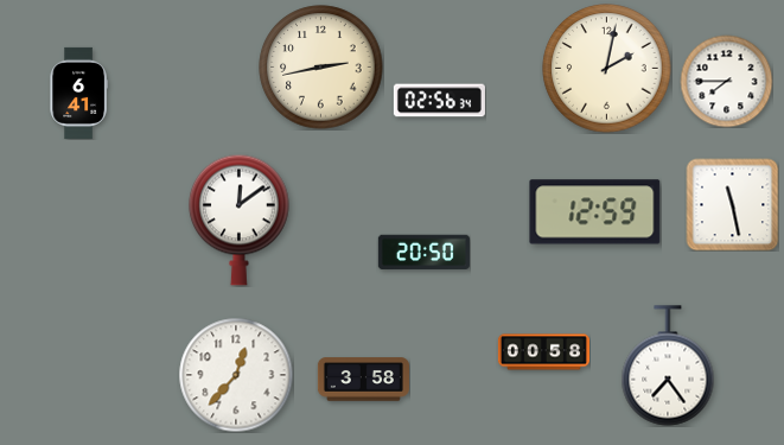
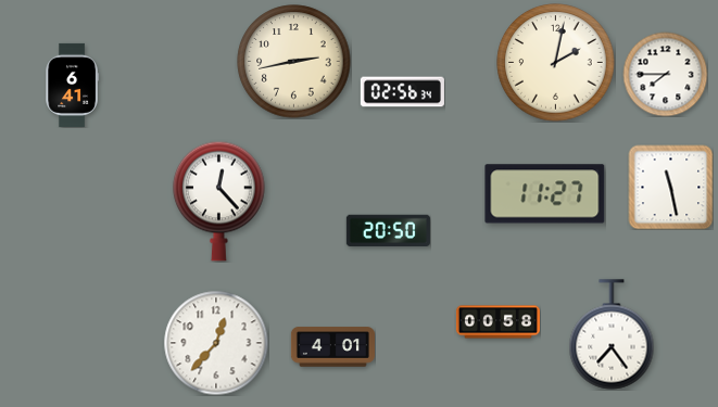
clock at (595, 212): 12:59 -> 11:27
clock at (240, 220): 12:09 -> 12:23
clock at (363, 380): 3:58 -> 4:01
